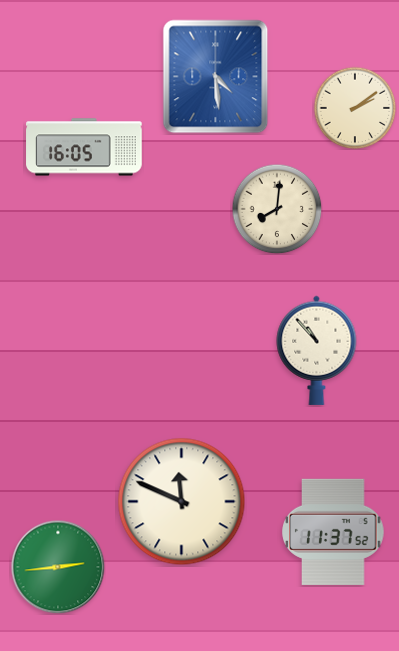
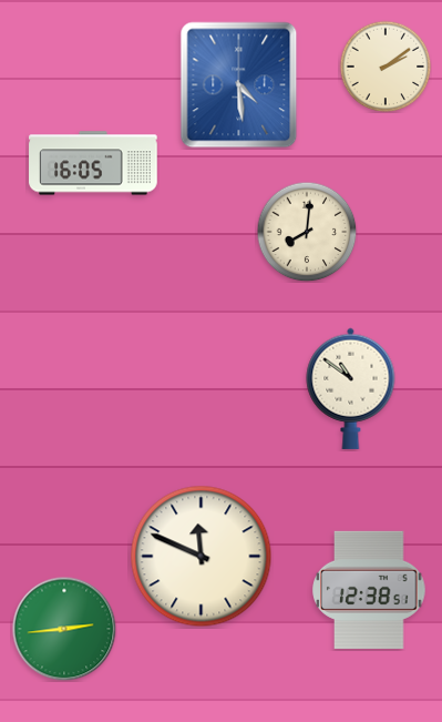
clock at (355, 108) position: (355, 108) -> (386, 67)
clock at (317, 350): 10:53 -> 10:51
clock at (333, 532): 11:37 -> 12:38
